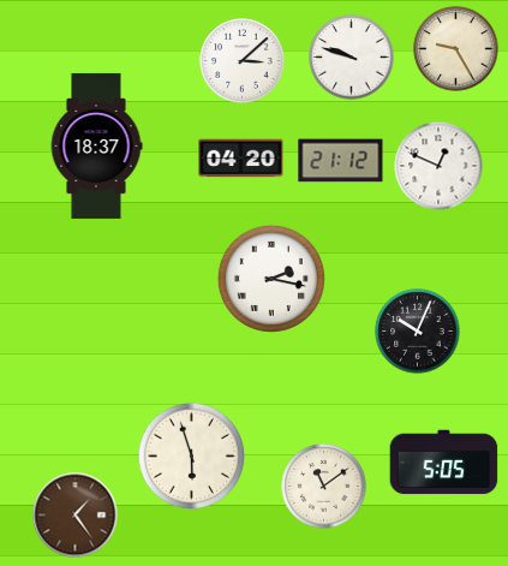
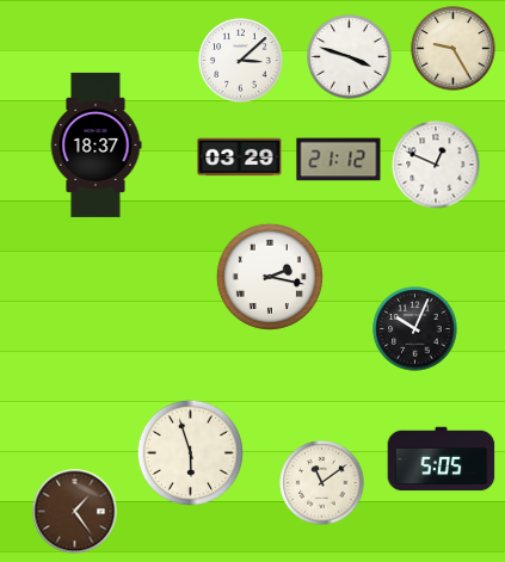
clock at (352, 58): 9:48 -> 3:48
clock at (241, 159): 04:20 -> 03:29
